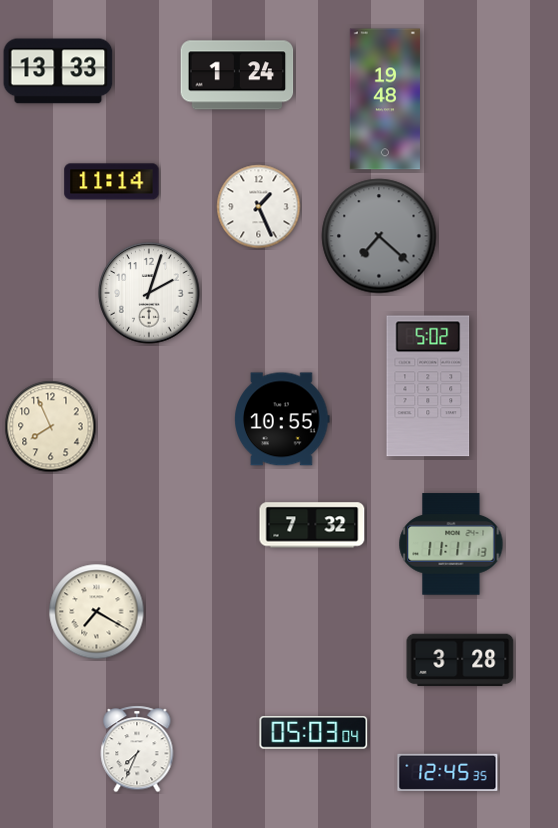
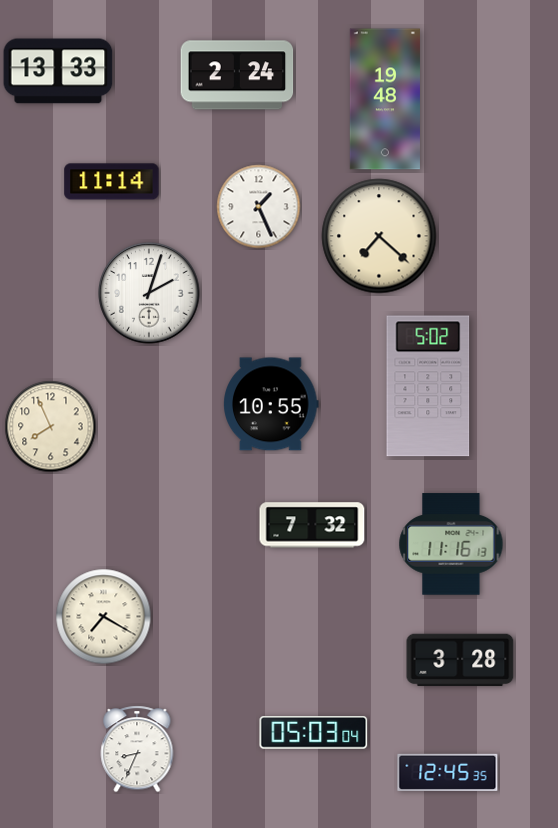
clock at (237, 75): 1:24 -> 2:24
clock at (379, 236) dial: grey -> cream
clock at (282, 419) position: (282, 419) -> (271, 404)
clock at (451, 544): 11:11 -> 11:16
clock at (97, 612) position: (97, 612) -> (104, 617)
clock at (137, 749): 7:34 -> 8:34
